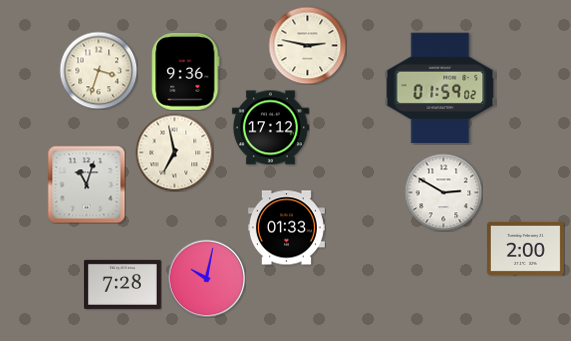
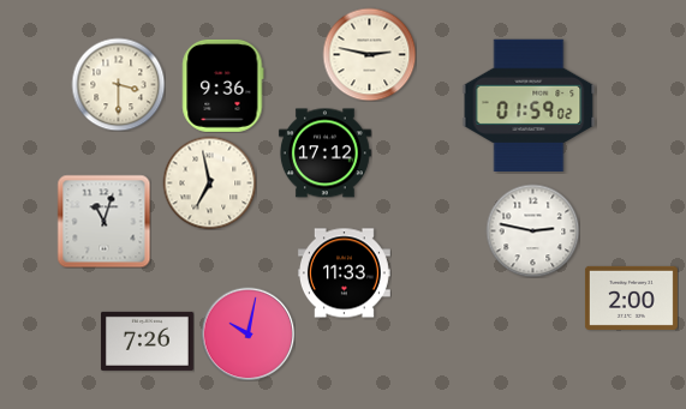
clock at (98, 70): 3:33 -> 3:30
clock at (443, 192): 2:50 -> 2:47
clock at (286, 228): 01:33 -> 11:33
clock at (122, 284): 7:28 -> 7:26
